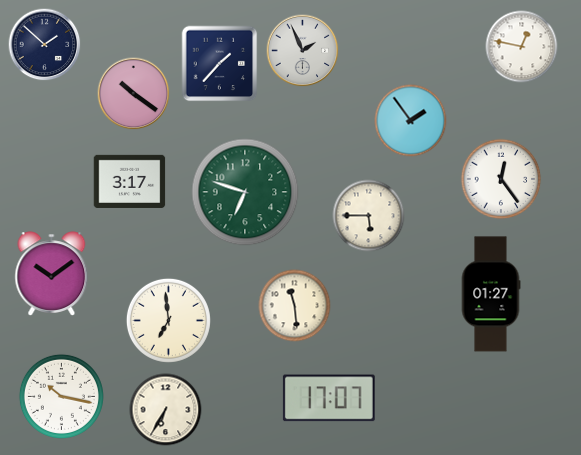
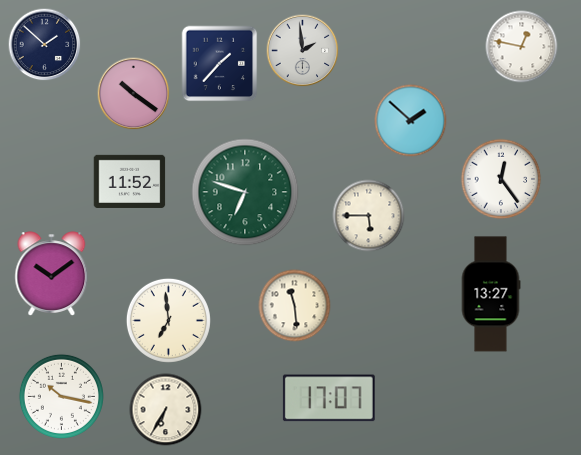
clock at (303, 51): 1:56 -> 1:59
clock at (411, 121): 1:54 -> 1:52
clock at (130, 181): 3:17 -> 11:52
clock at (491, 294): 01:27 -> 13:27
